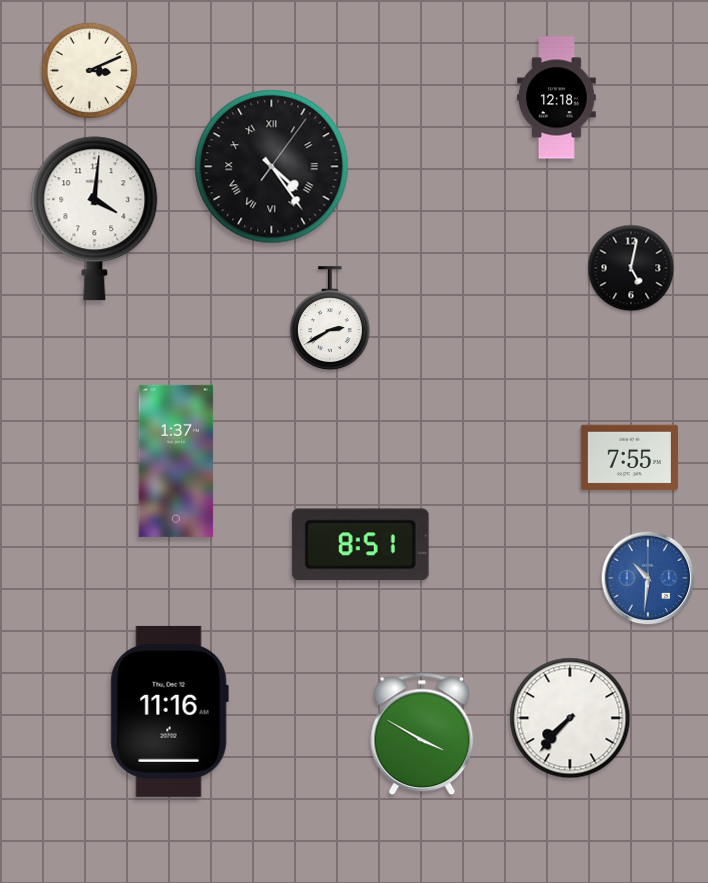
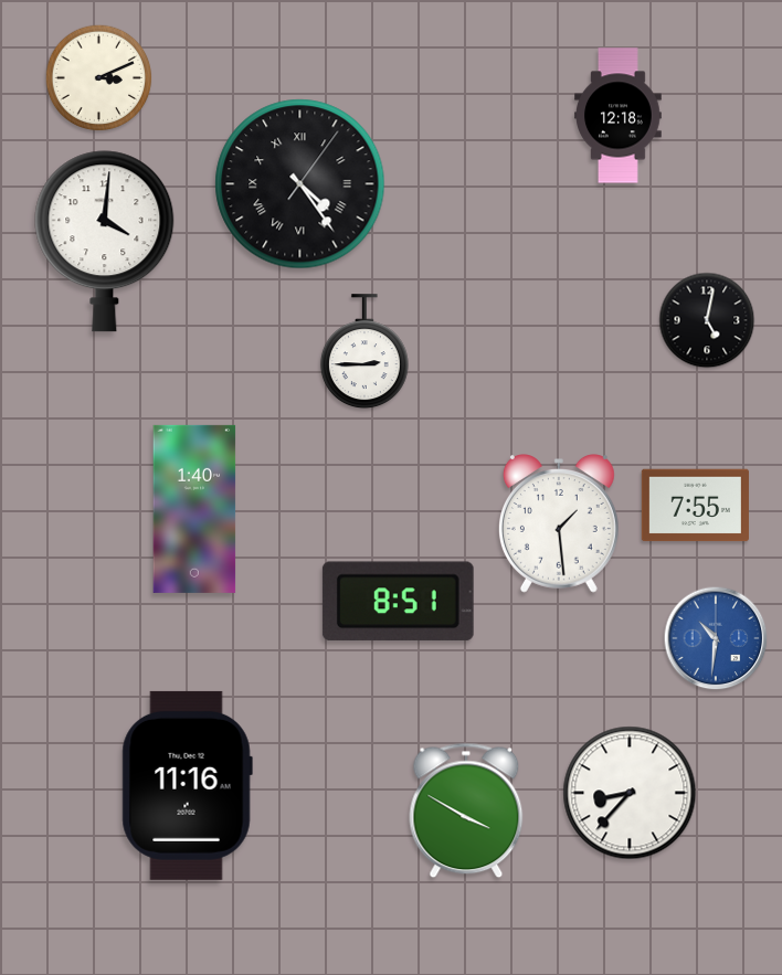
clock at (557, 98) position: (557, 98) -> (619, 116)
clock at (631, 268) position: (631, 268) -> (707, 320)
clock at (330, 319): 2:40 -> 2:45
clock at (176, 461): 1:37 -> 1:40
clock at (559, 524): none -> 1:29
clock at (570, 718): 7:37 -> 8:37
